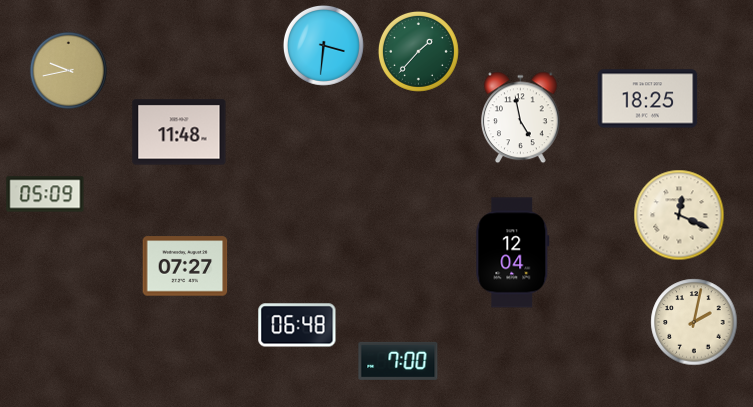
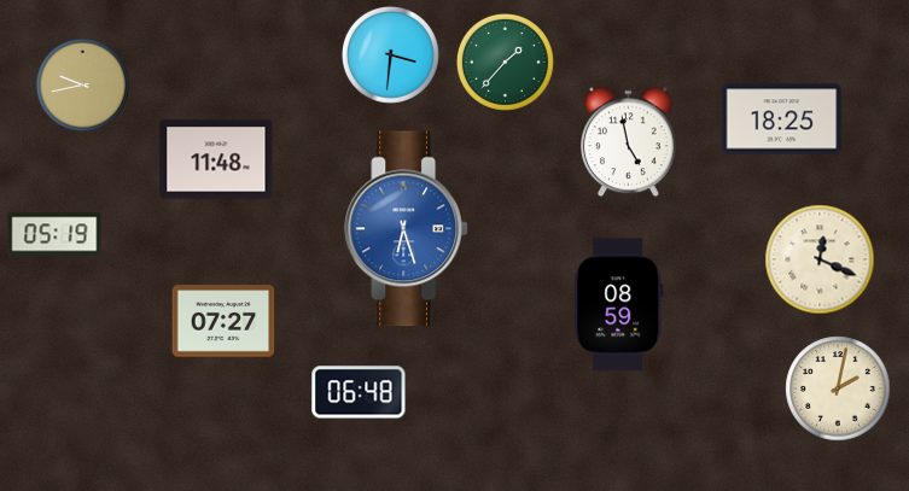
clock at (407, 229): none -> 6:27
clock at (45, 194): 05:09 -> 05:19
clock at (513, 253): 12:04 -> 08:59
clock at (398, 361): 7:00 -> none
